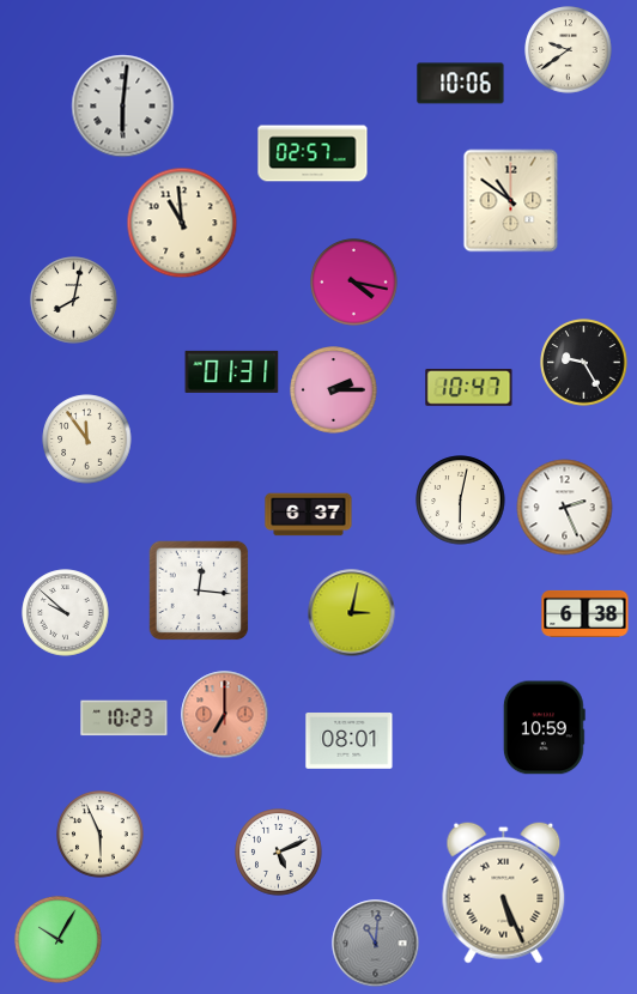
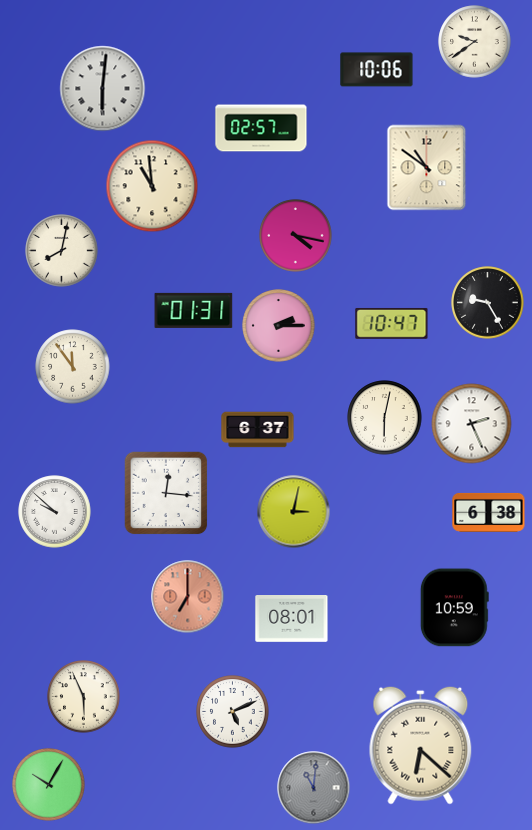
clock at (461, 84) position: (461, 84) -> (377, 70)
clock at (125, 719): 10:23 -> none
clock at (504, 892): 5:26 -> 6:22
